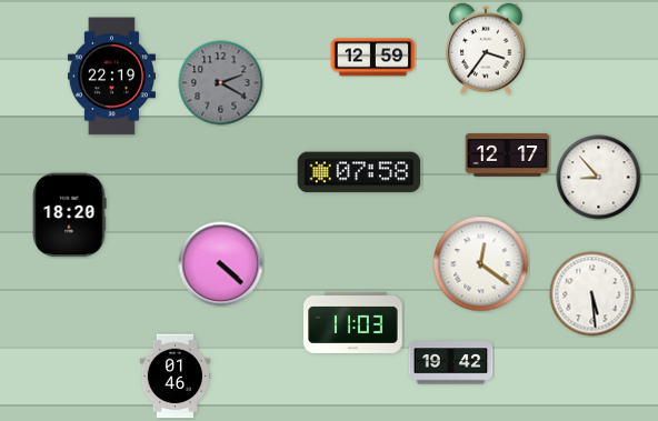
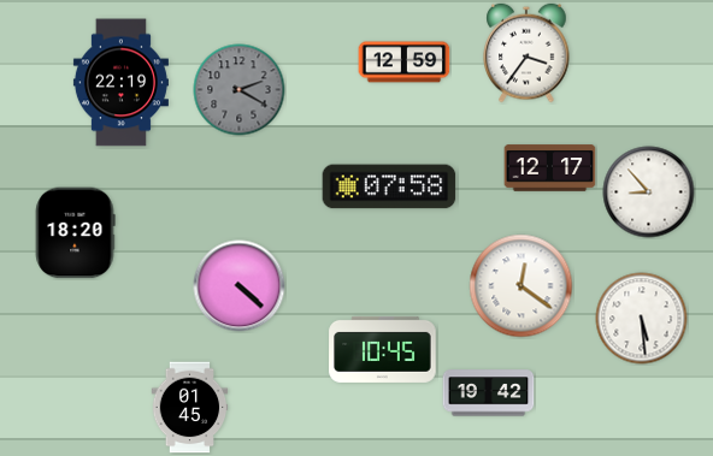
clock at (353, 322): 11:03 -> 10:45
clock at (176, 377): 01:46 -> 01:45
